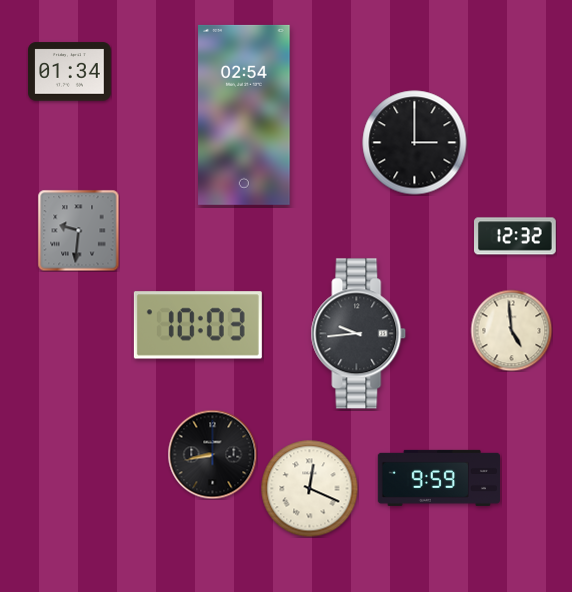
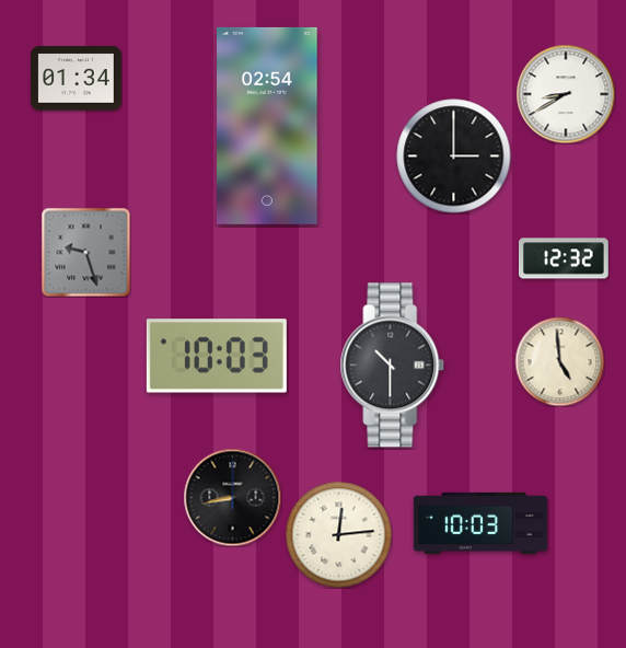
clock at (566, 94): none -> 8:40
clock at (78, 230): 9:31 -> 9:27
clock at (359, 334): 9:44 -> 10:30
clock at (438, 478): 9:59 -> 10:03
clock at (309, 488): 12:19 -> 12:14
